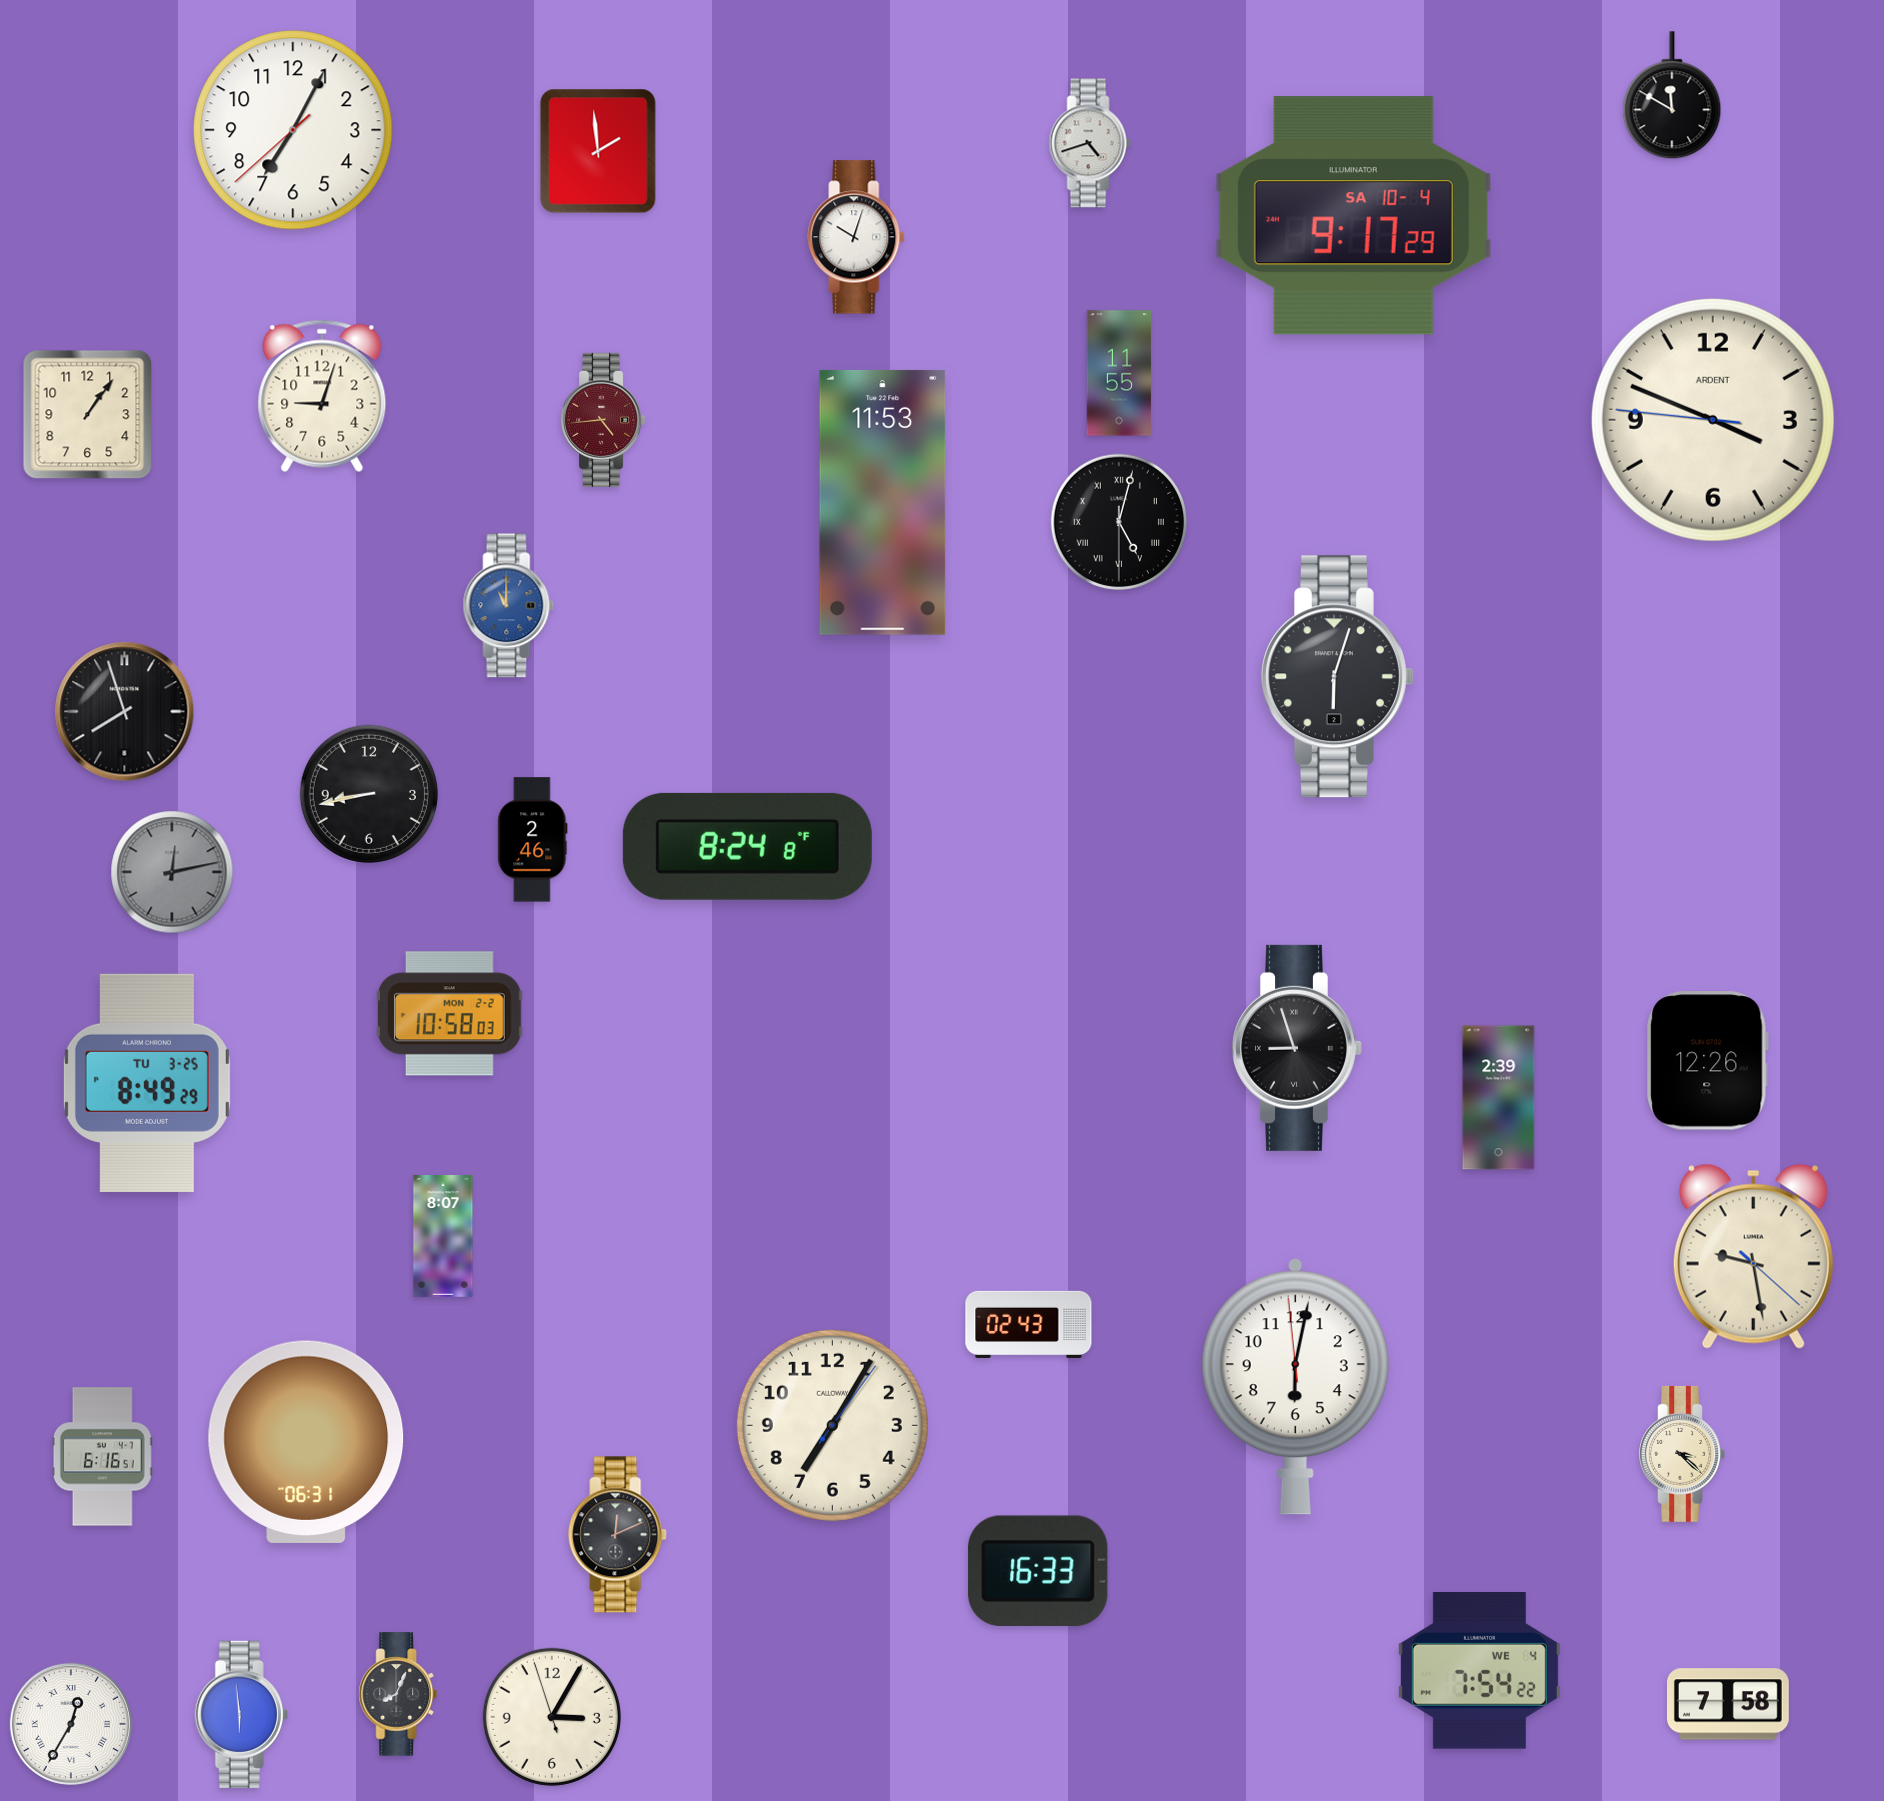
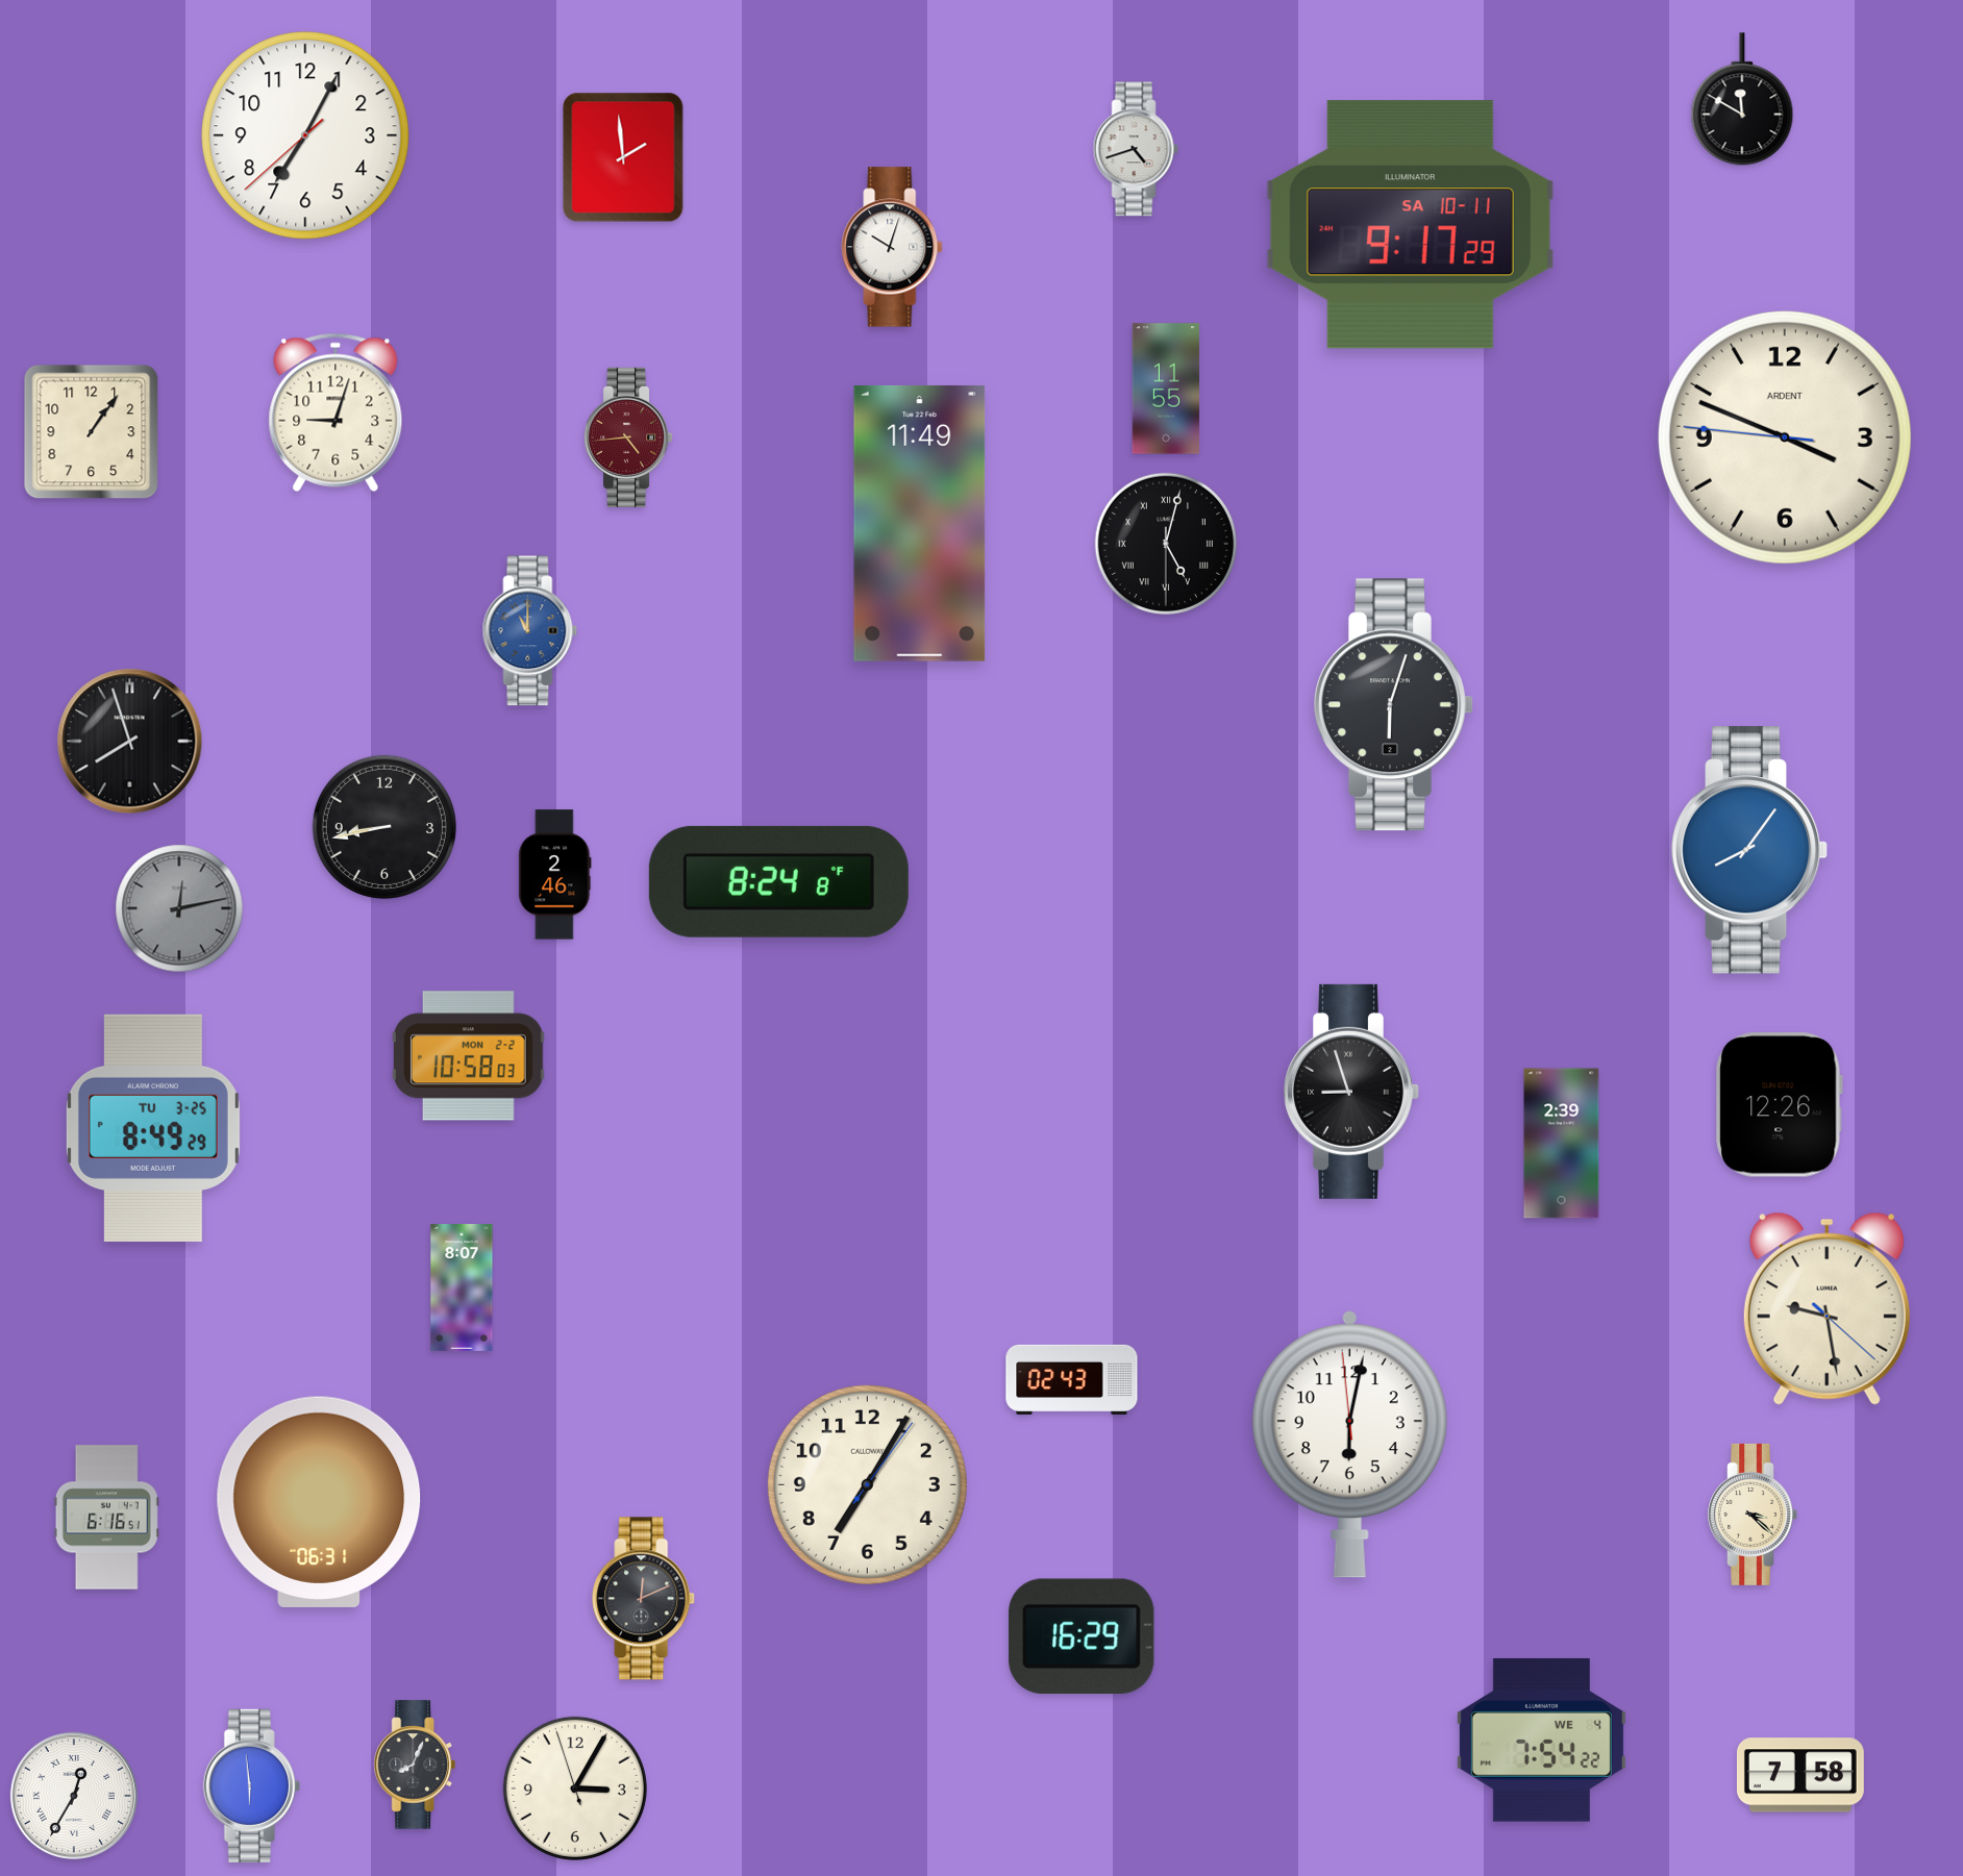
clock at (1353, 216) date: SA 10-4 -> SA 10-11
clock at (883, 502): 11:53 -> 11:49
clock at (1749, 850): none -> 8:06
clock at (1038, 1571): 16:33 -> 16:29
